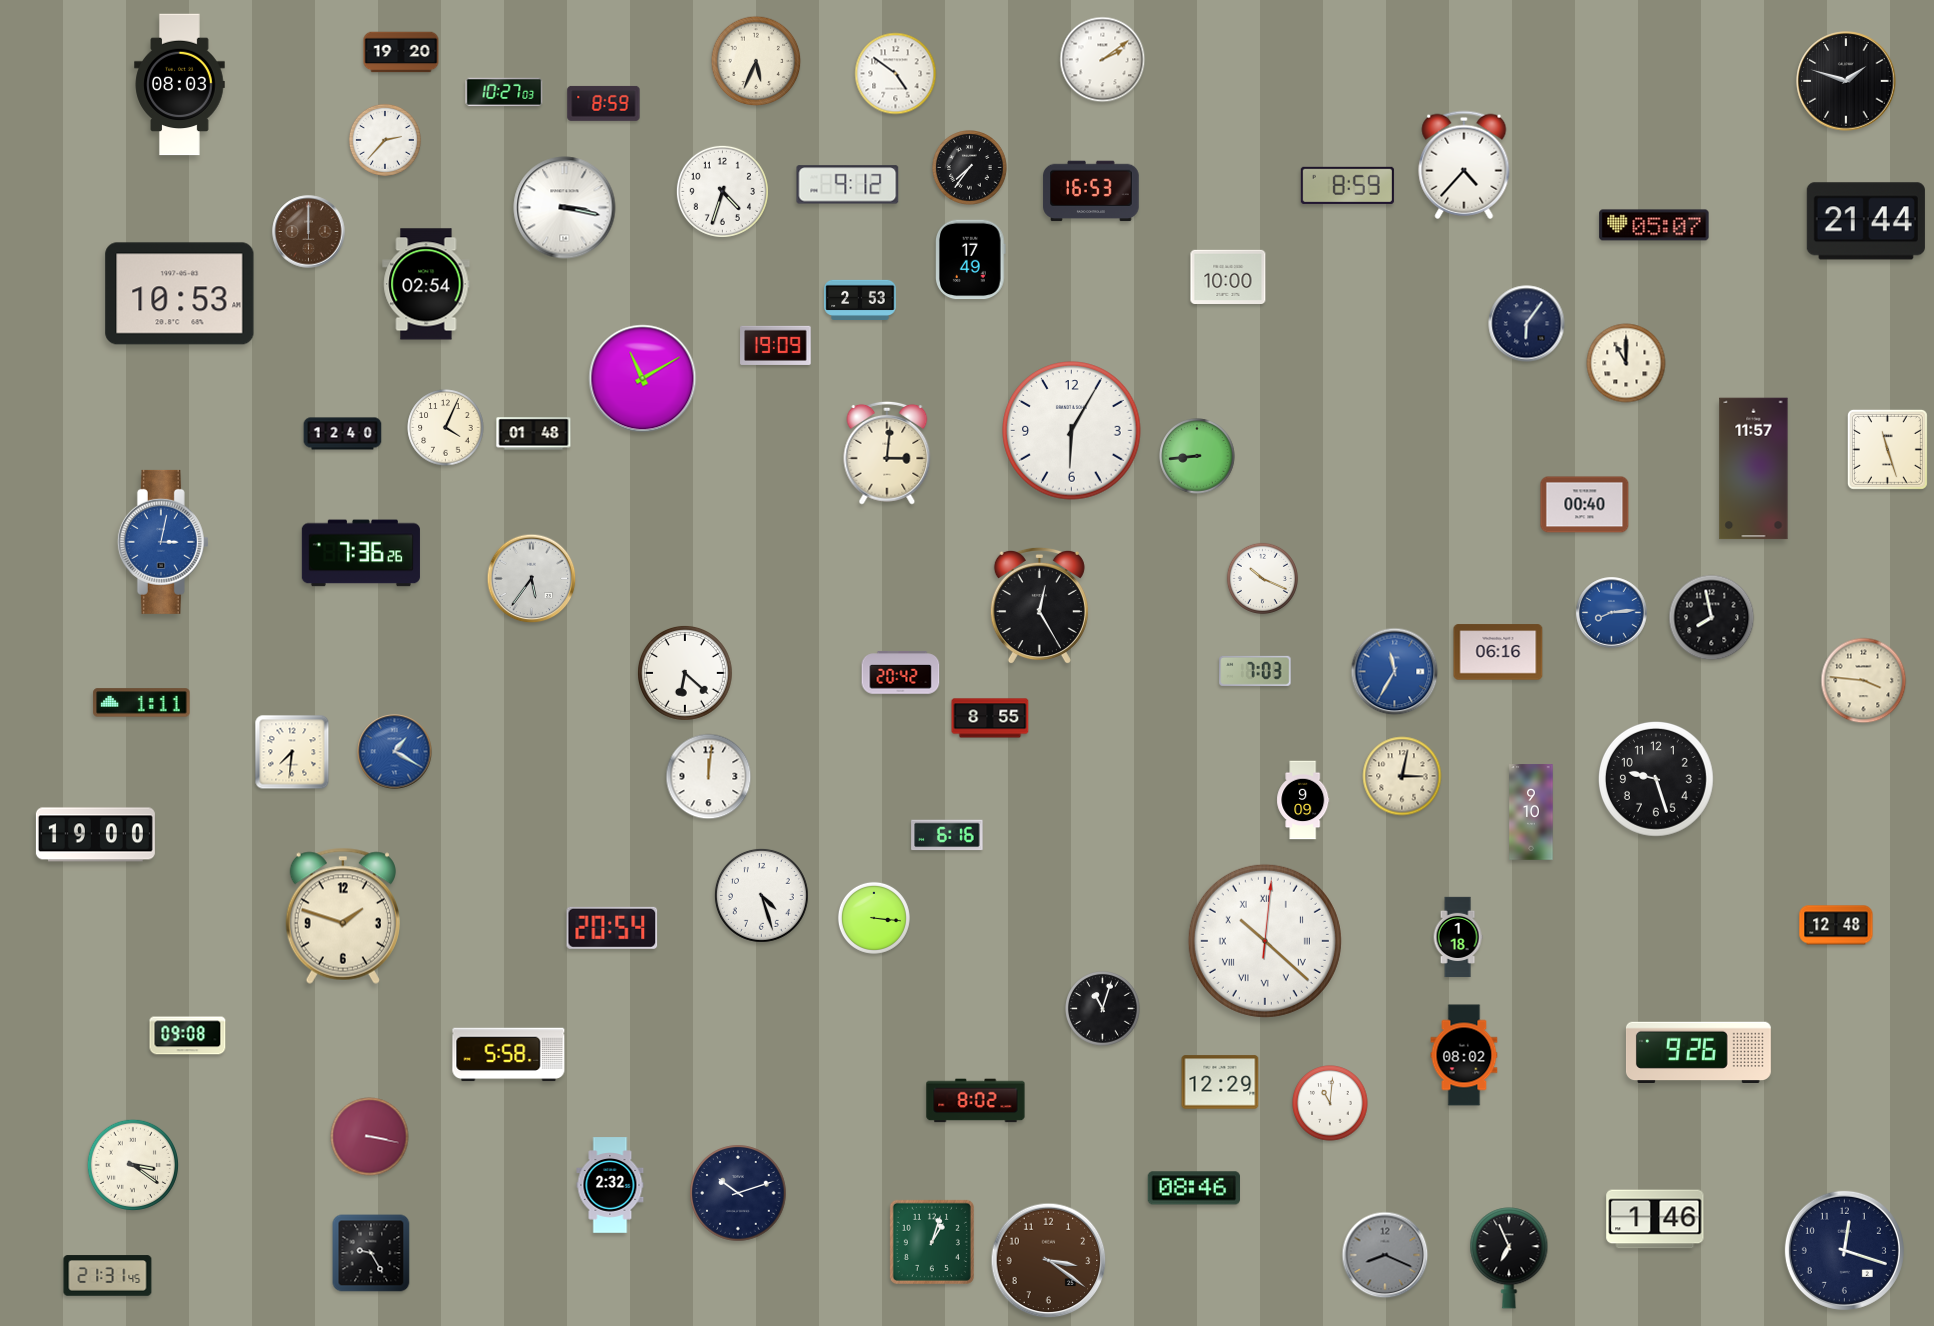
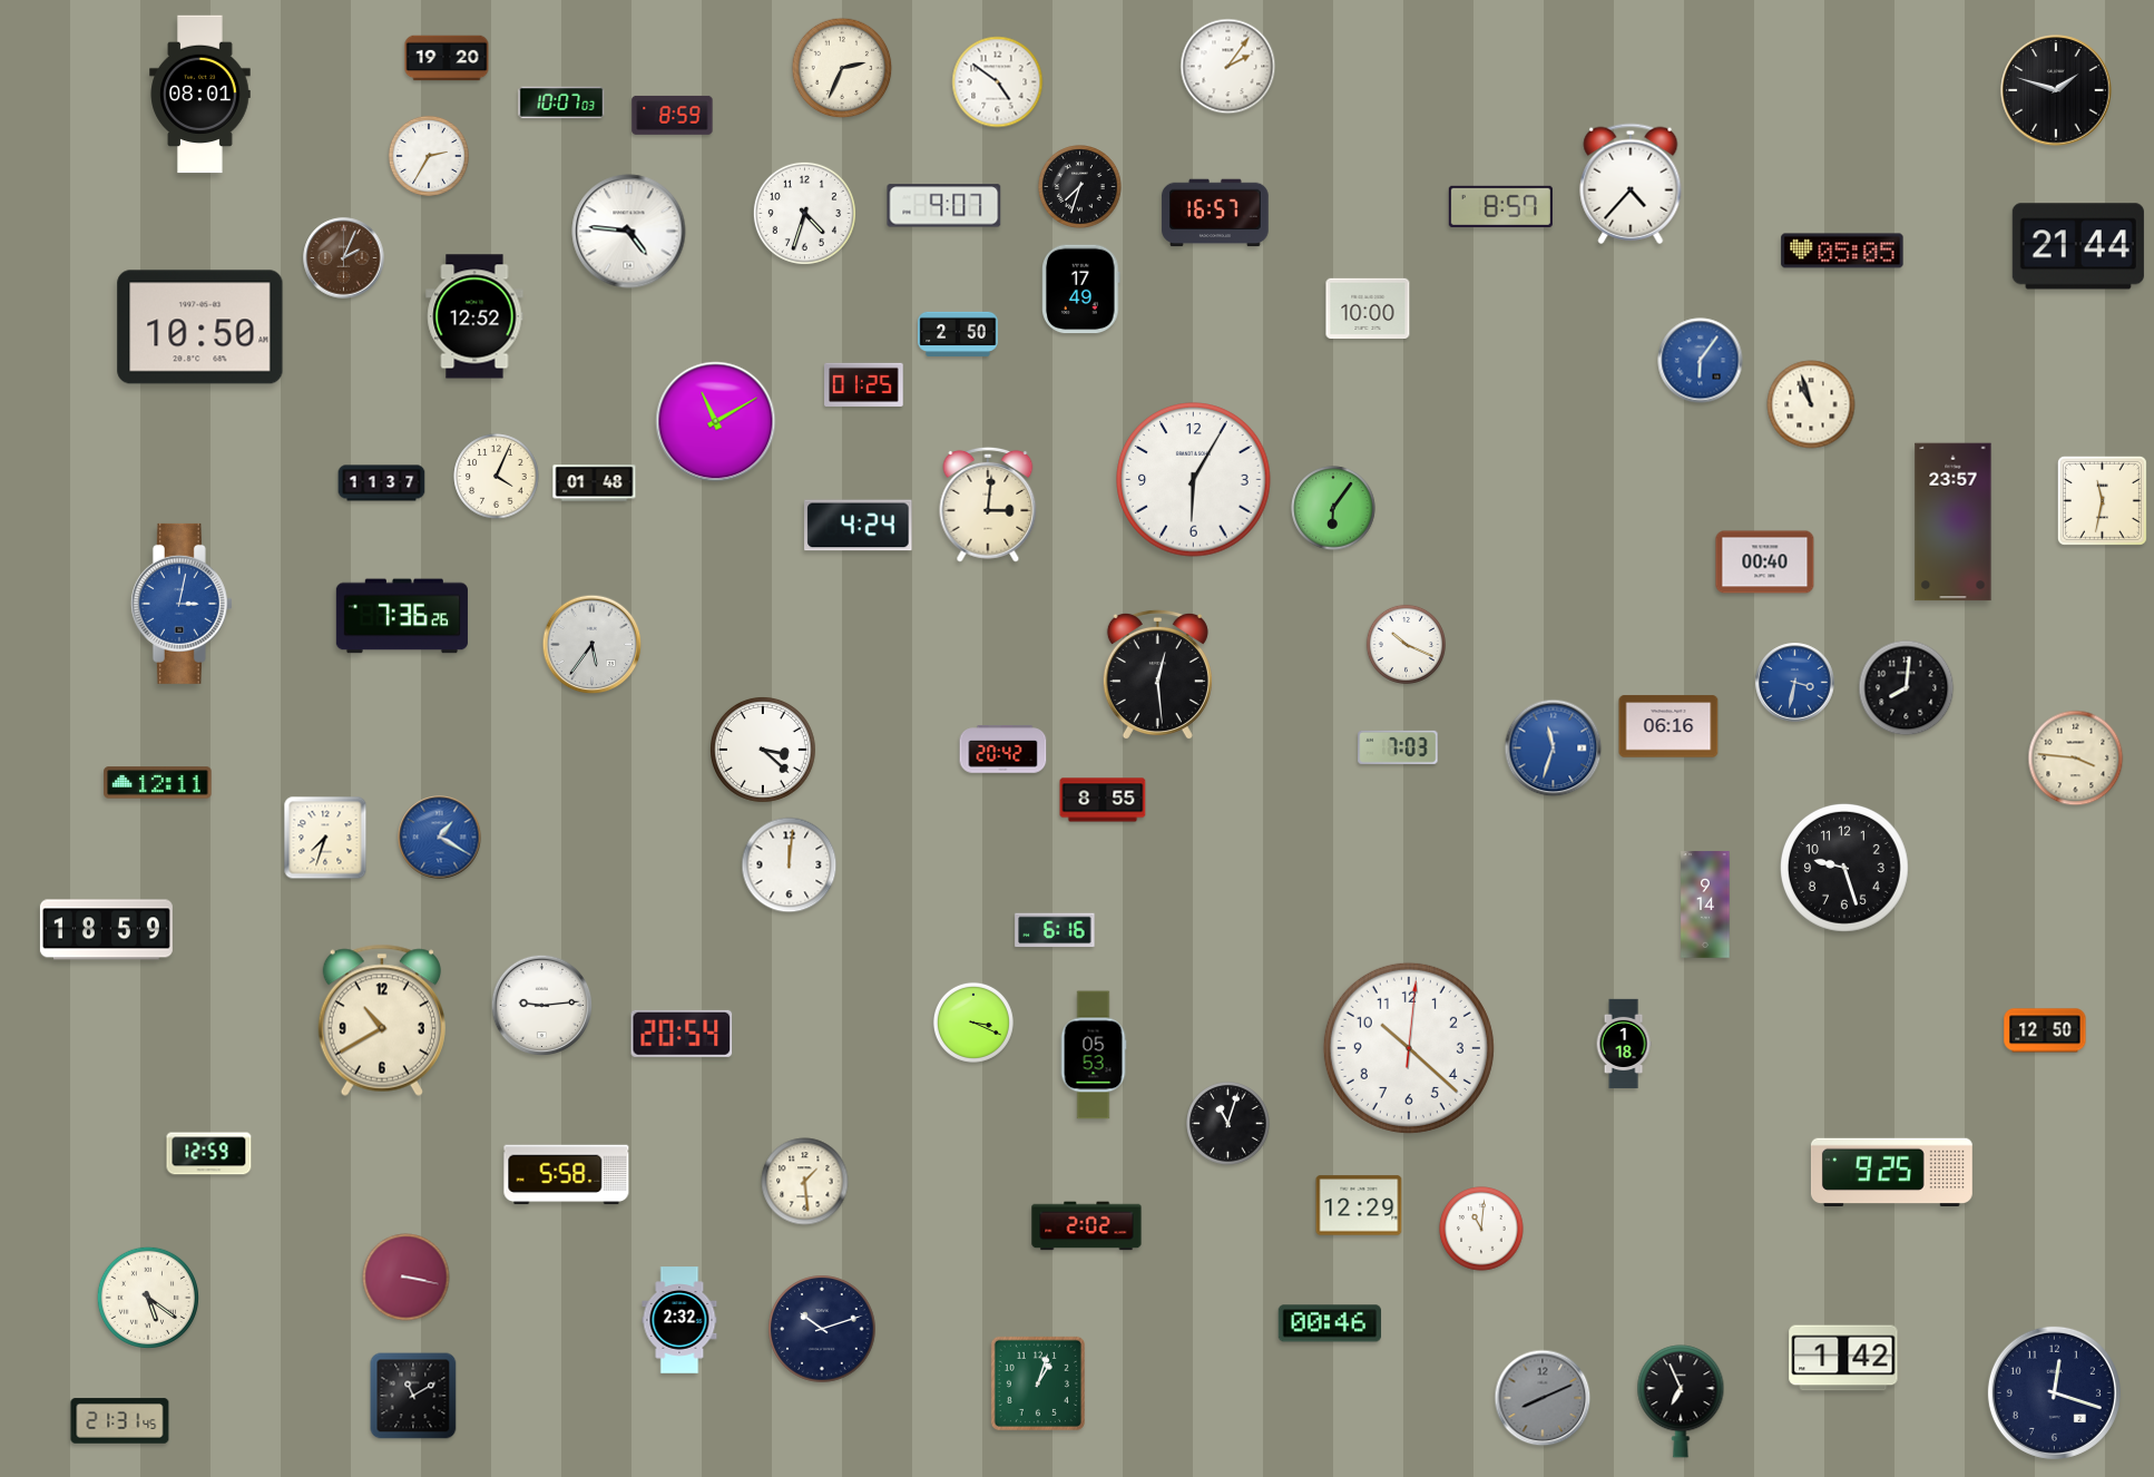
clock at (1103, 60): 2:09 -> 2:06
clock at (756, 61): 5:34 -> 2:34
clock at (180, 85): 08:03 -> 08:01
clock at (504, 91): 10:27 -> 10:07
clock at (385, 140): 2:37 -> 2:35
clock at (970, 168): 7:36 -> 7:33
clock at (848, 185): 9:12 -> 9:07
clock at (1347, 185): 8:59 -> 8:57
clock at (1091, 191): 16:53 -> 16:57
clock at (565, 208): 3:17 -> 4:46
clock at (1654, 225): 05:07 -> 05:05
clock at (309, 232): 12:00 -> 2:04
clock at (426, 284): 02:54 -> 12:52
clock at (180, 294): 10:53 -> 10:50
clock at (860, 299): 2:53 -> 2:50
clock at (1527, 324) dial: navy -> blue
clock at (776, 345): 19:09 -> 01:25
clock at (1626, 363): 11:00 -> 10:57
clock at (343, 434): 12:40 -> 11:37
clock at (1887, 449): 11:27 -> 11:32
clock at (1197, 456): 8:44 -> 6:06
clock at (1754, 469): 11:57 -> 23:57
clock at (859, 526): none -> 4:24
clock at (1039, 606): 12:25 -> 12:29
clock at (1612, 613): 8:14 -> 3:32
clock at (1712, 618): 7:58 -> 8:01
clock at (1395, 672): 11:35 -> 11:33
clock at (686, 674): 6:22 -> 3:22
clock at (142, 703): 1:11 -> 12:11
clock at (292, 752): 7:31 -> 7:33
clock at (1402, 776): 3:02 -> none
clock at (1303, 800): 9:09 -> none
clock at (1531, 812): 9:10 -> 9:14
clock at (95, 835): 19:00 -> 18:59
clock at (761, 895): 4:27 -> none
clock at (542, 1006): none -> 9:14
clock at (343, 916): 1:48 -> 10:40
clock at (874, 918): 3:16 -> 3:19
clock at (1836, 925): 12:48 -> 12:50
clock at (1265, 941) numerals: Roman -> Arabic
clock at (1094, 1055): none -> 05:53
clock at (188, 1036): 09:08 -> 12:59
clock at (1698, 1053): 9:26 -> 9:25
clock at (1464, 1055): 08:02 -> none
clock at (805, 1182): none -> 1:29
clock at (976, 1101): 8:02 -> 2:02
clock at (370, 1137) position: (370, 1137) -> (407, 1278)
clock at (132, 1164): 3:21 -> 5:21
clock at (1193, 1188): 08:46 -> 00:46
clock at (1655, 1219): 1:46 -> 1:42
clock at (371, 1253): 9:25 -> 11:10
clock at (1385, 1255): 8:19 -> 8:11
clock at (1049, 1261): 3:21 -> none
